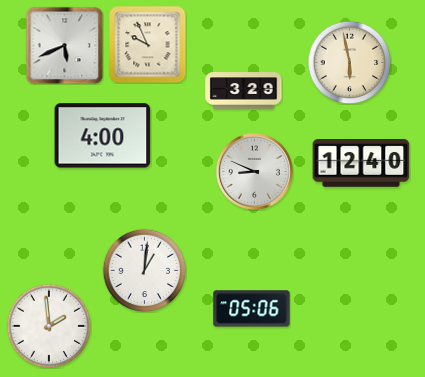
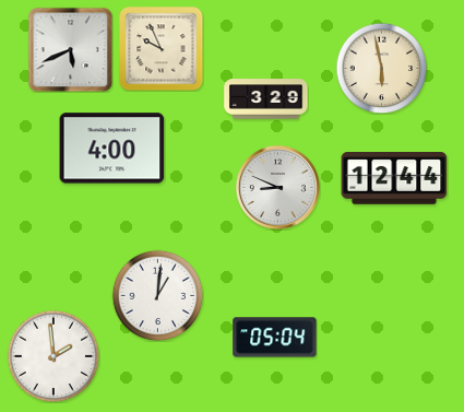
clock at (361, 163): 12:40 -> 12:44
clock at (252, 309): 05:06 -> 05:04
